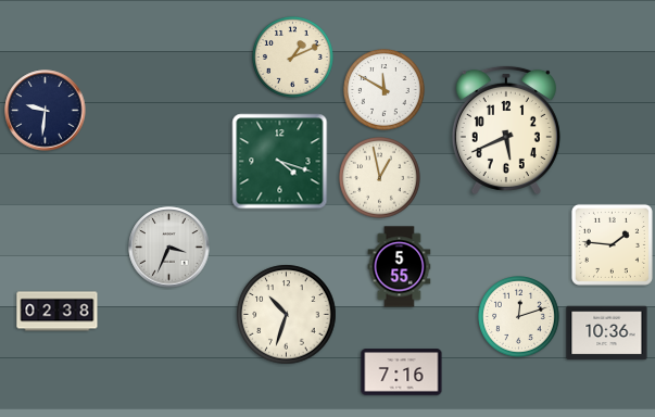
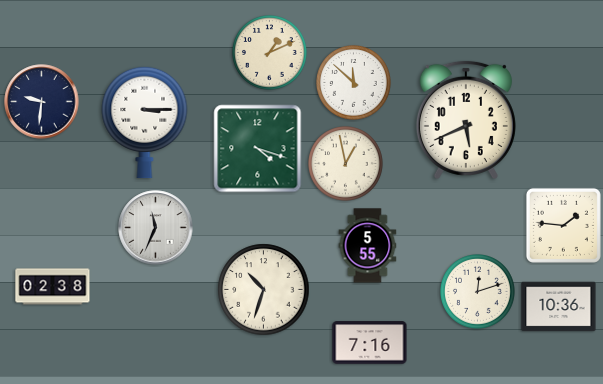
clock at (385, 90): 11:50 -> 11:52
clock at (145, 122): none -> 3:15
clock at (380, 178) position: (380, 178) -> (346, 164)
clock at (169, 248): 3:34 -> 11:34
